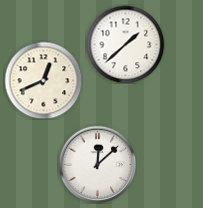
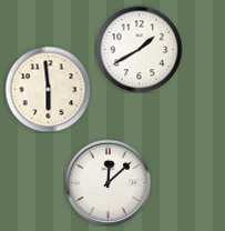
clock at (125, 44): 1:38 -> 1:40
clock at (43, 80): 12:41 -> 5:59
